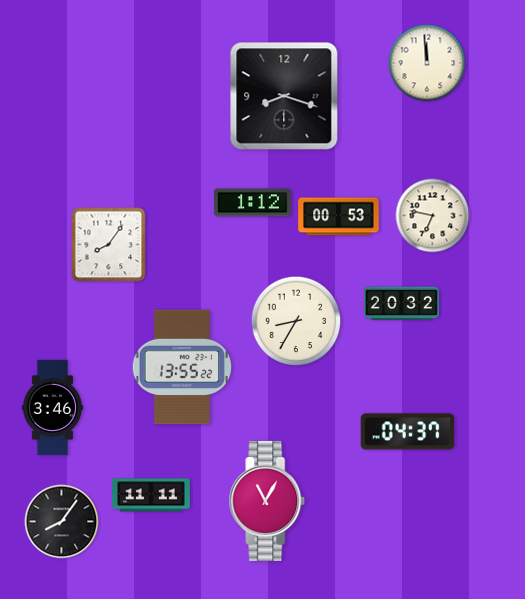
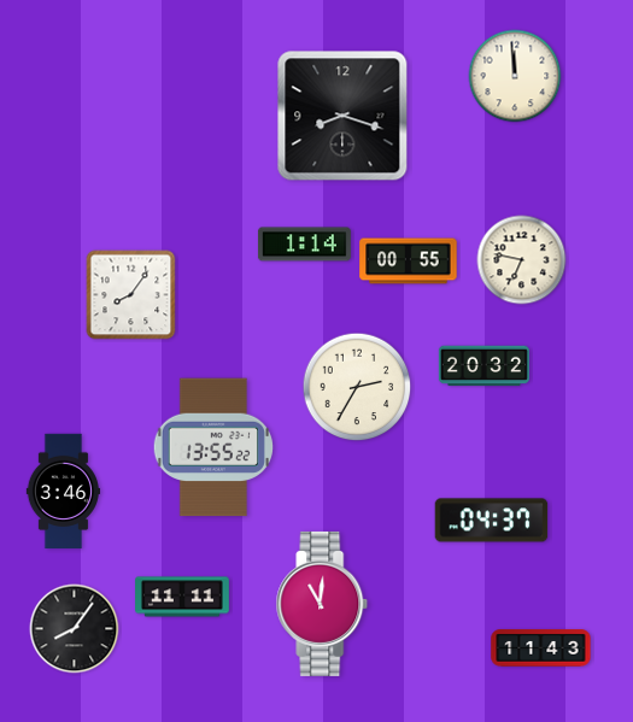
clock at (252, 203): 1:12 -> 1:14
clock at (339, 217): 00:53 -> 00:55
clock at (296, 321): 8:35 -> 2:35
clock at (181, 367) position: (181, 367) -> (212, 447)
clock at (267, 501): 11:05 -> 11:01
clock at (541, 648): none -> 11:43
